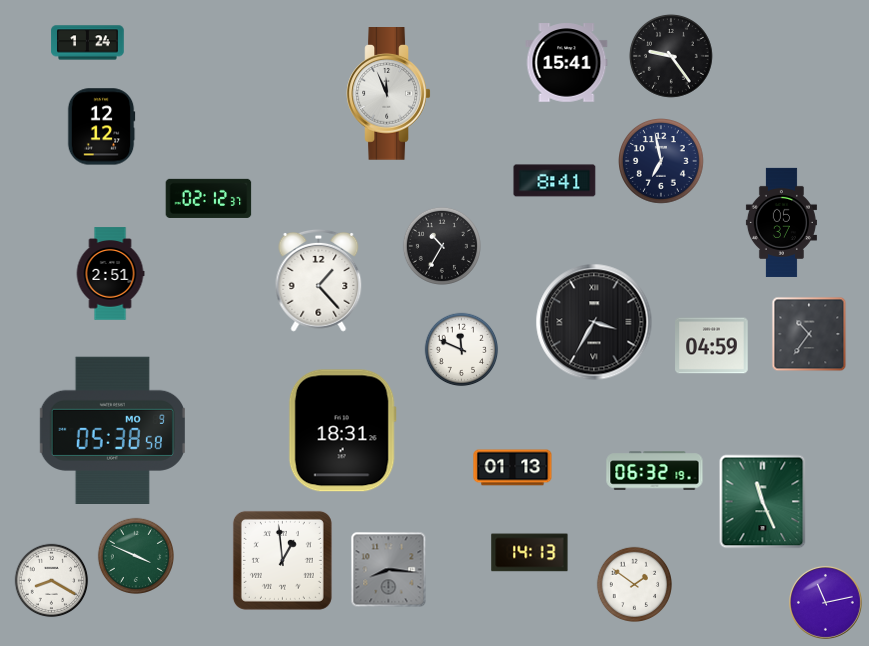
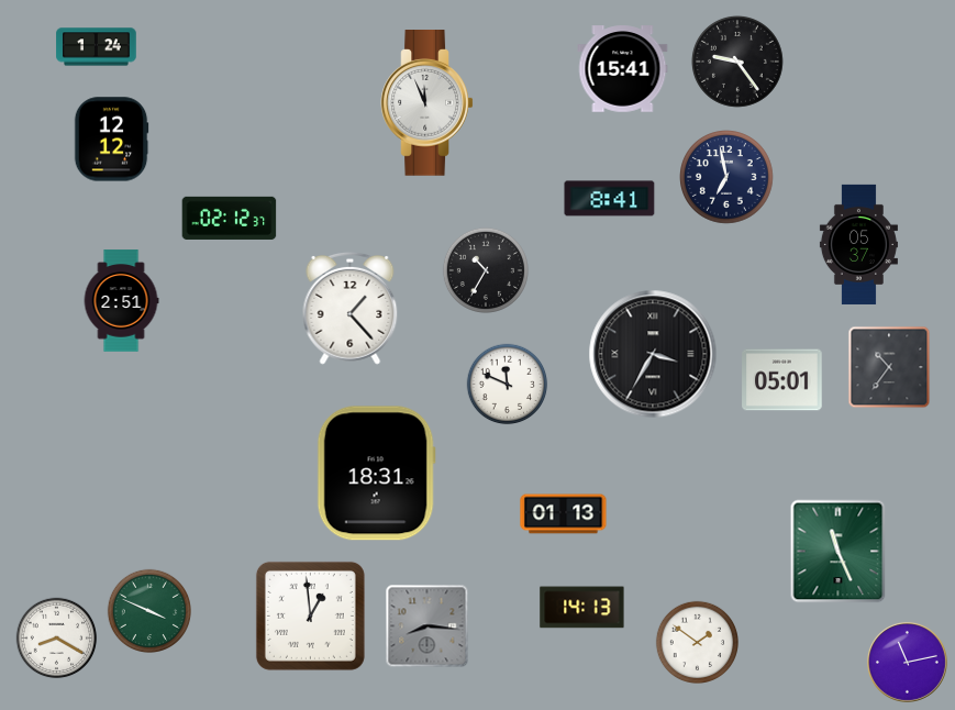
clock at (712, 346): 04:59 -> 05:01
clock at (112, 430): 05:38 -> none
clock at (655, 471): 06:32 -> none
